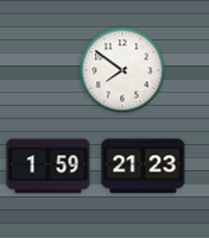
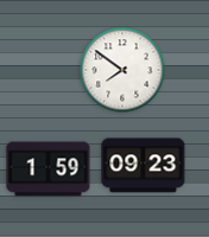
clock at (49, 167) position: (49, 167) -> (49, 169)
clock at (144, 167): 21:23 -> 09:23
